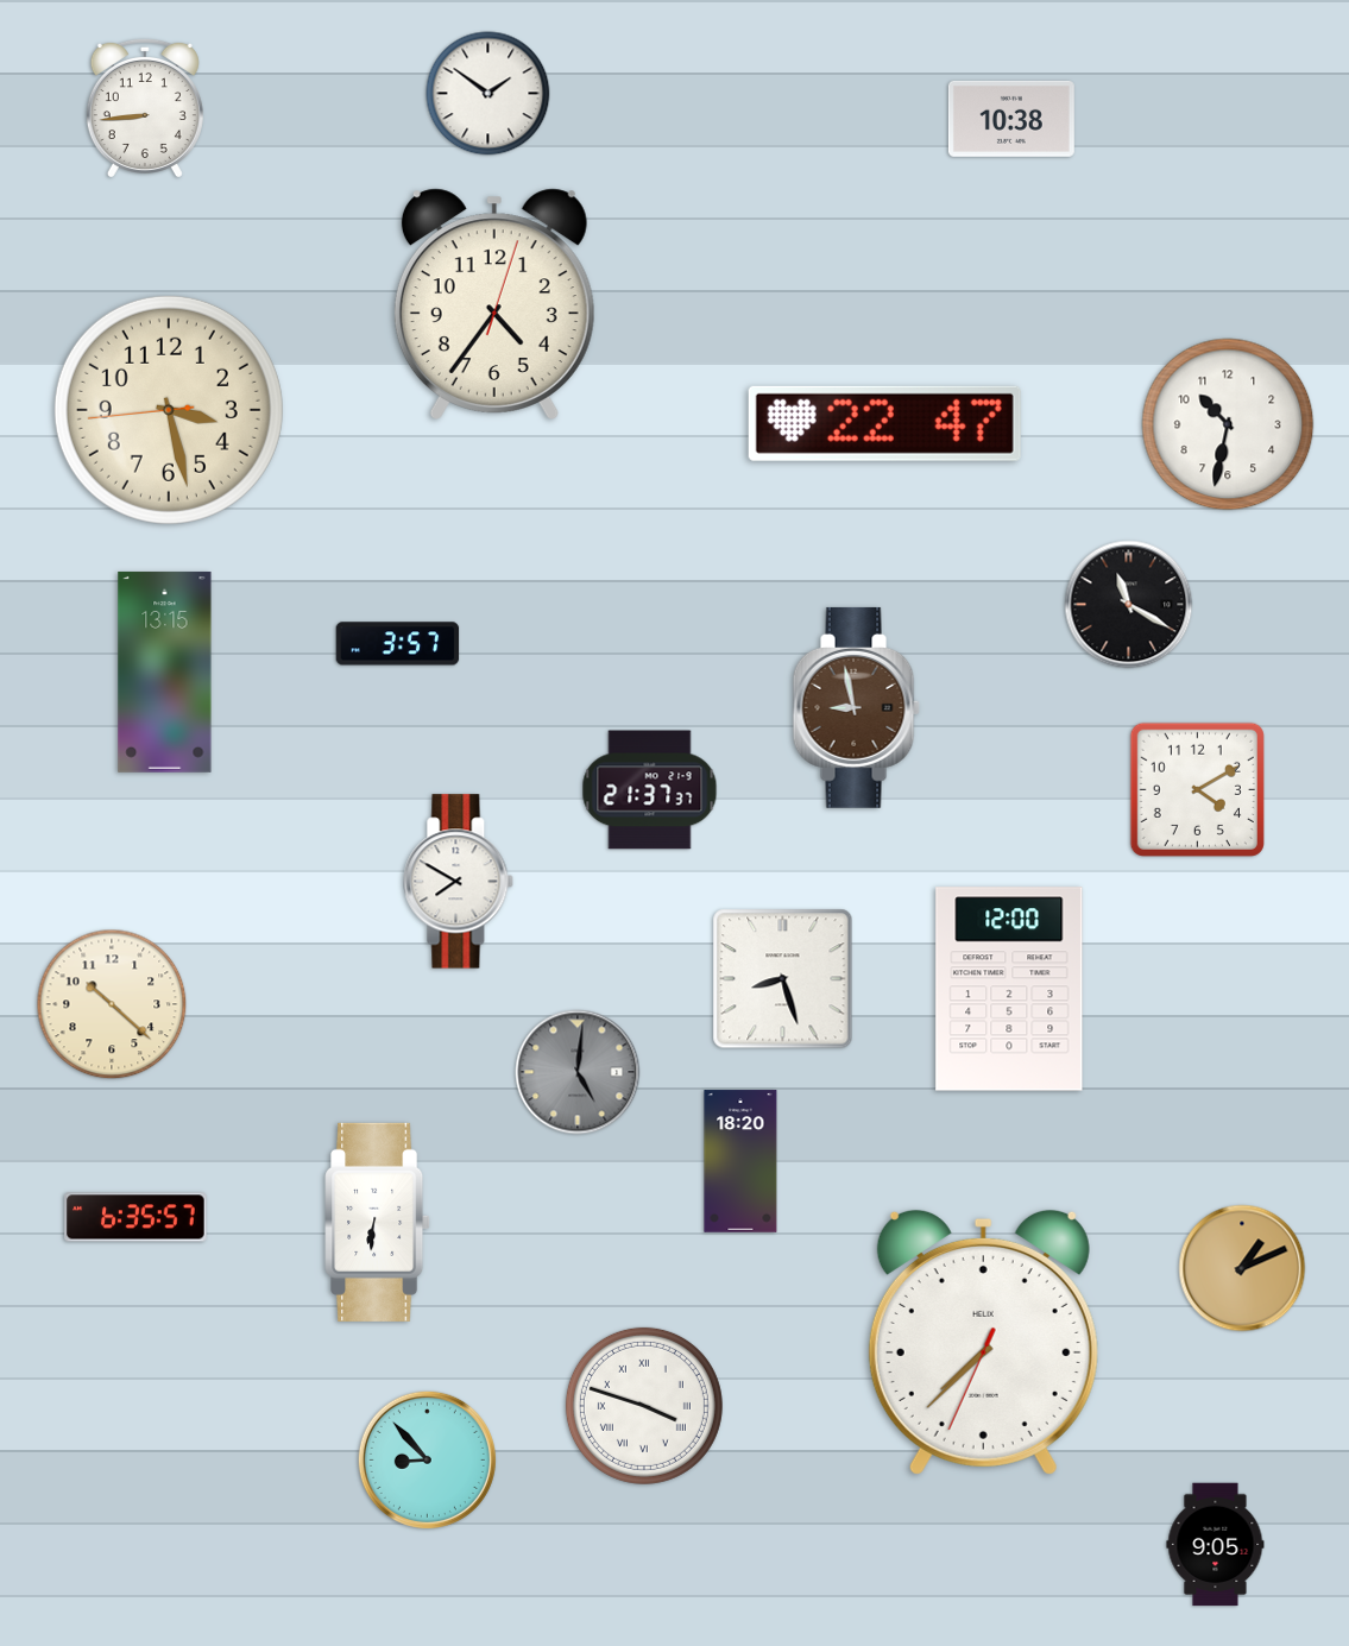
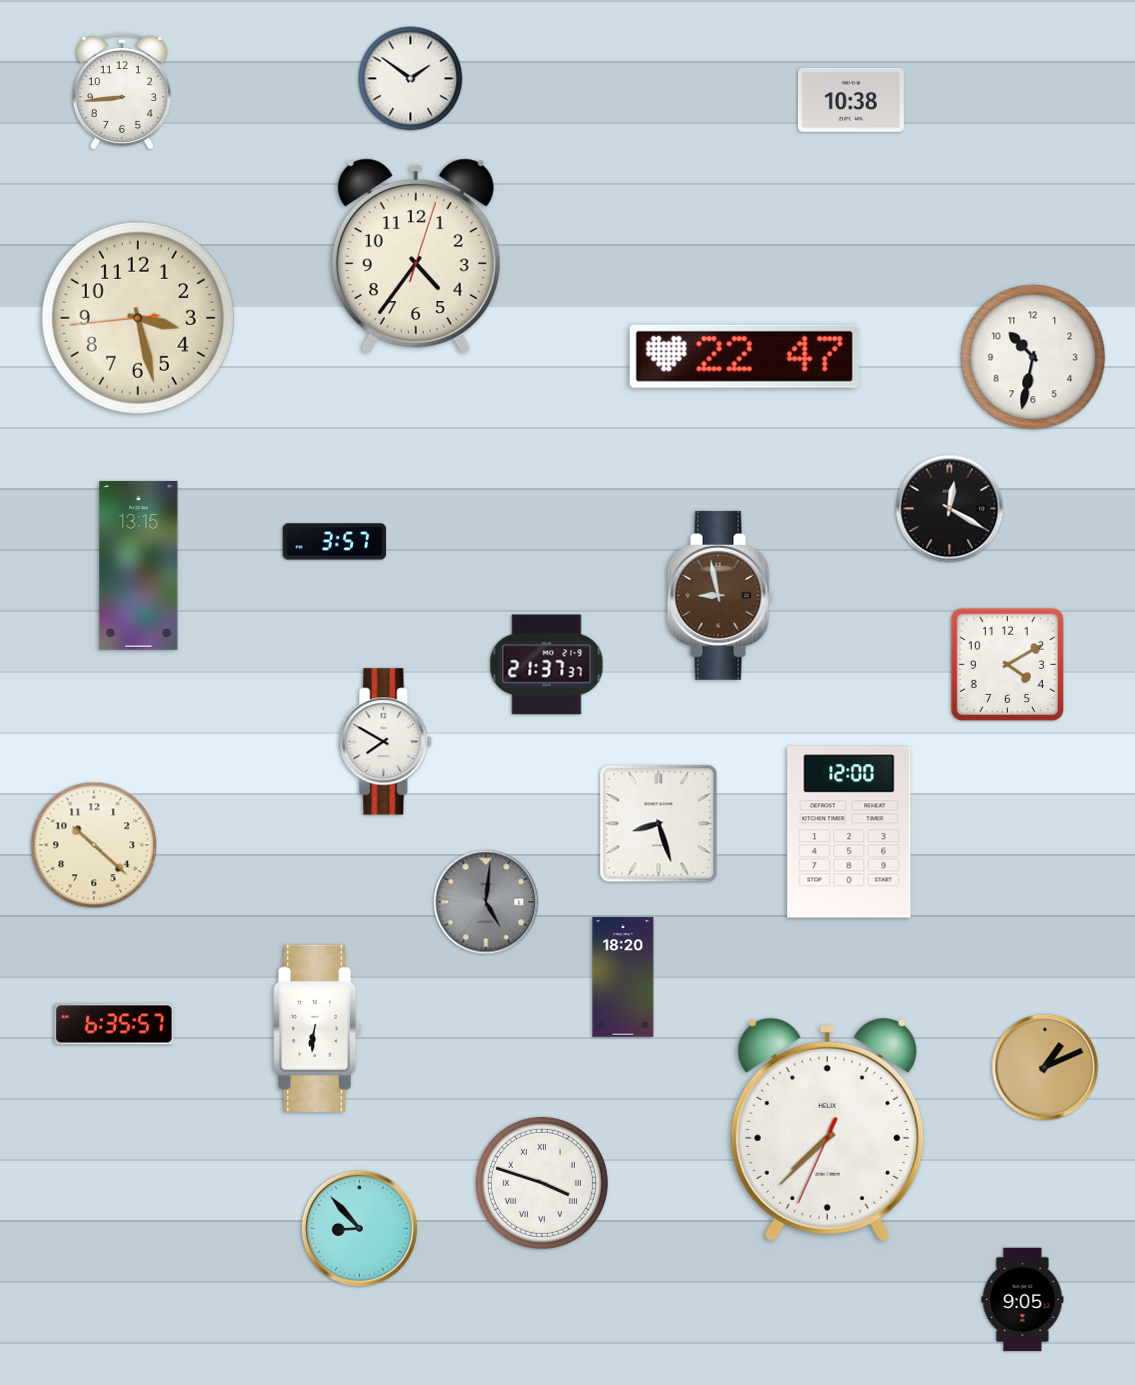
clock at (169, 410) position: (169, 410) -> (138, 318)
clock at (1129, 605): 11:20 -> 12:20
